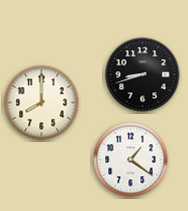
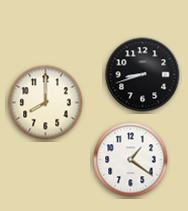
clock at (42, 103) position: (42, 103) -> (46, 103)
